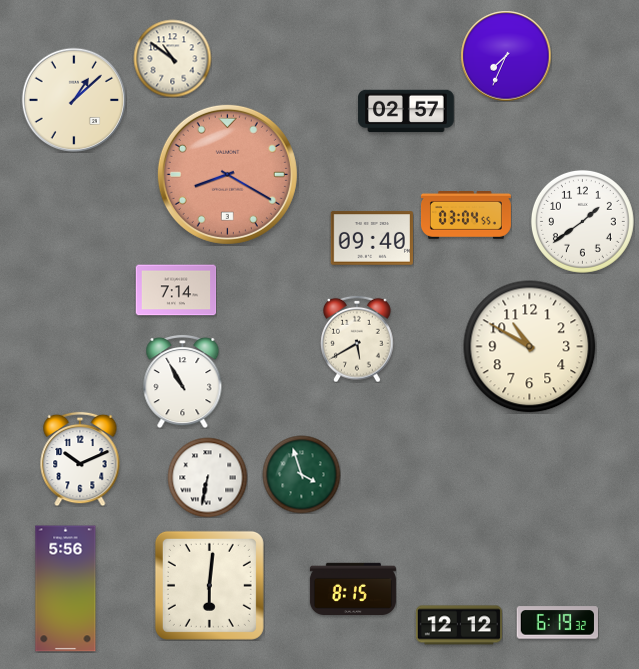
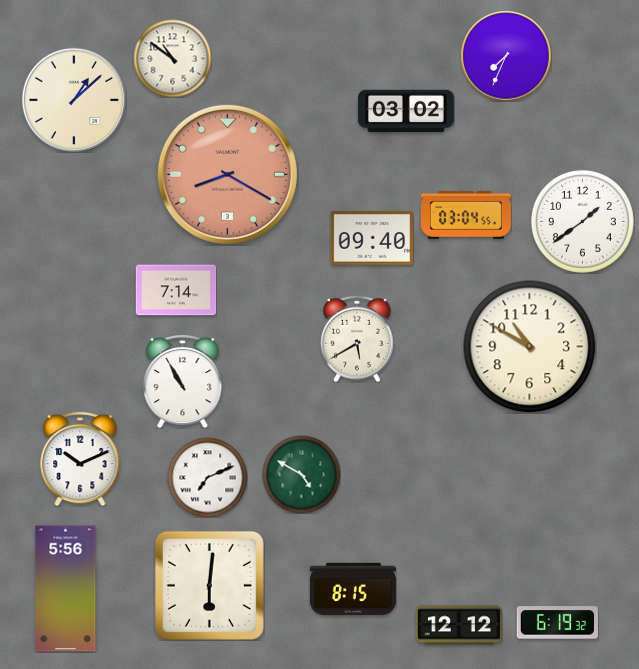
clock at (406, 111): 02:57 -> 03:02
clock at (301, 474): 3:57 -> 4:50
clock at (207, 477): 6:32 -> 7:11
